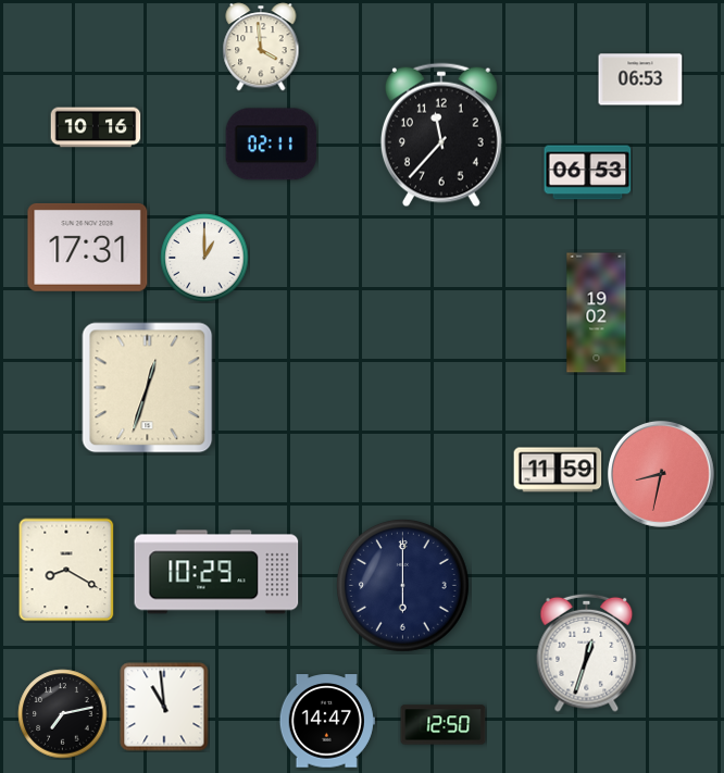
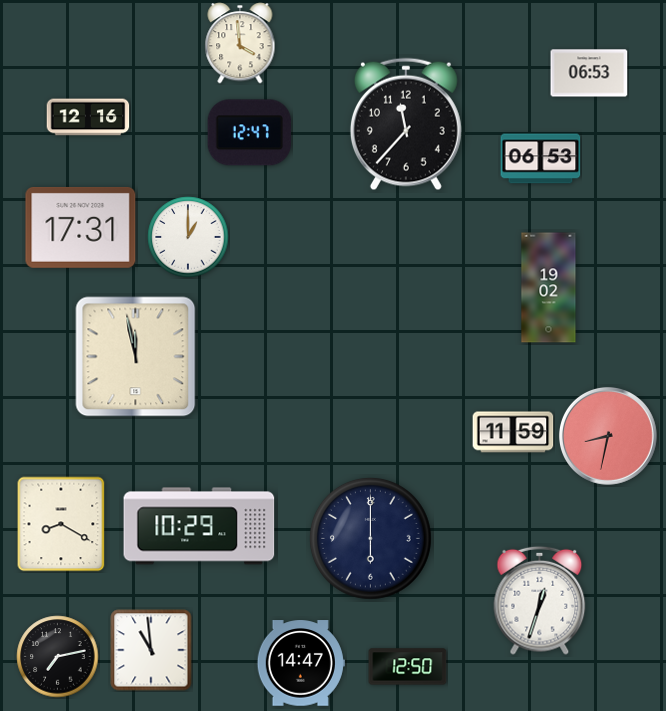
clock at (96, 127): 10:16 -> 12:16
clock at (272, 145): 02:11 -> 12:47
clock at (148, 388): 12:33 -> 11:58
